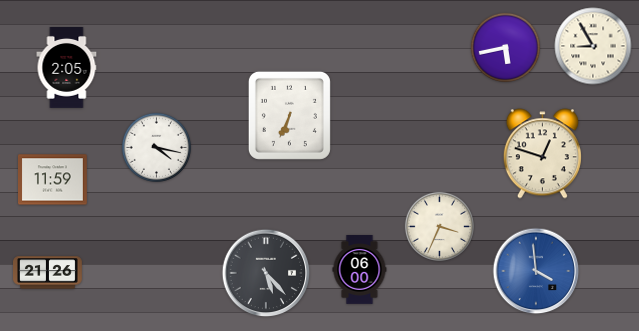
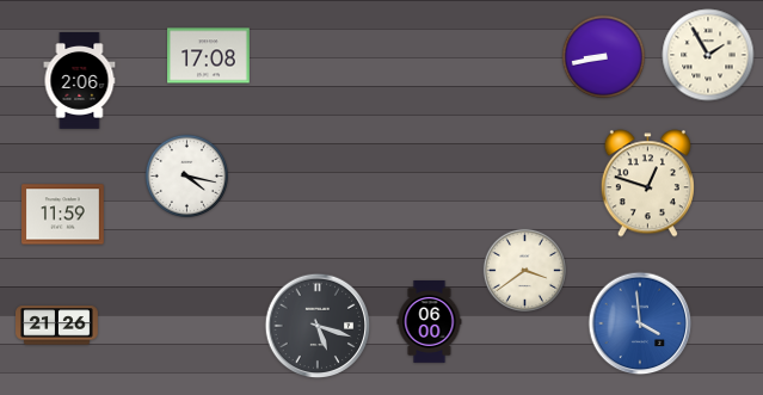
clock at (593, 46): 8:55 -> 1:55
clock at (209, 56): none -> 17:08
clock at (505, 47): 5:43 -> 8:43
clock at (67, 68): 2:05 -> 2:06
clock at (289, 115): 6:34 -> none
clock at (439, 226): 3:34 -> 3:39
clock at (266, 273): 5:23 -> 5:18
